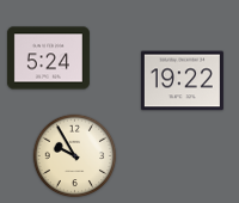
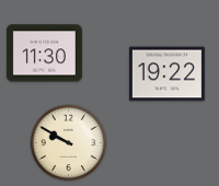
clock at (48, 59): 5:24 -> 11:30
clock at (75, 156): 9:55 -> 9:50
